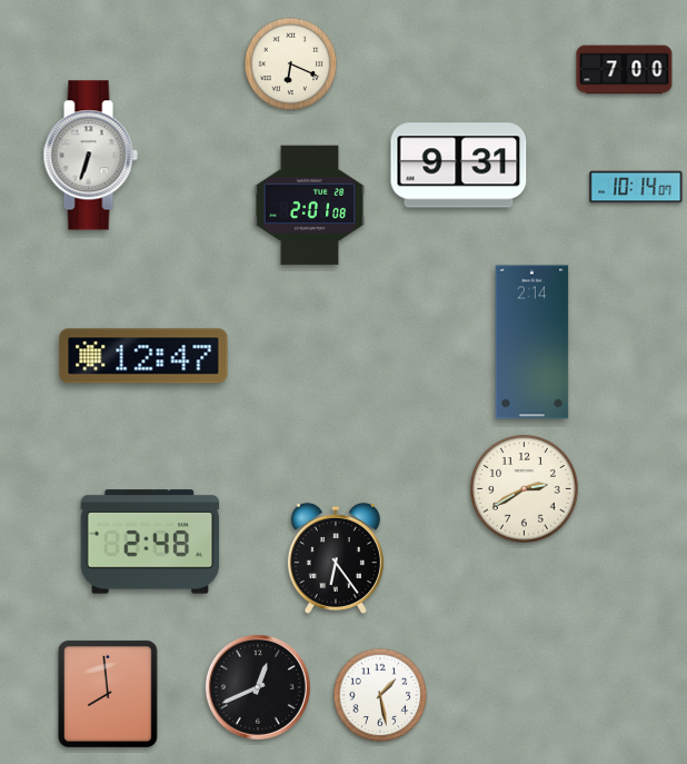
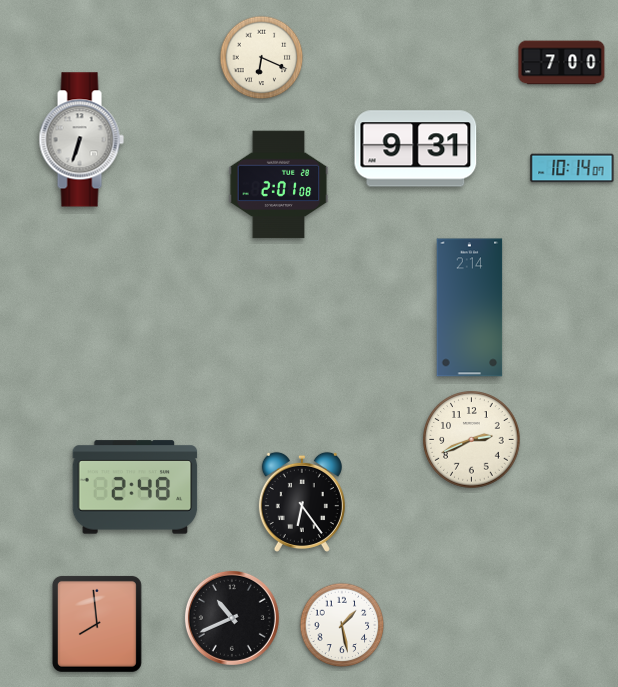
clock at (459, 166) position: (459, 166) -> (416, 149)
clock at (532, 343) position: (532, 343) -> (470, 308)
clock at (143, 356): 12:47 -> none
clock at (525, 489): 2:40 -> 2:41
clock at (258, 687): 12:41 -> 10:41
